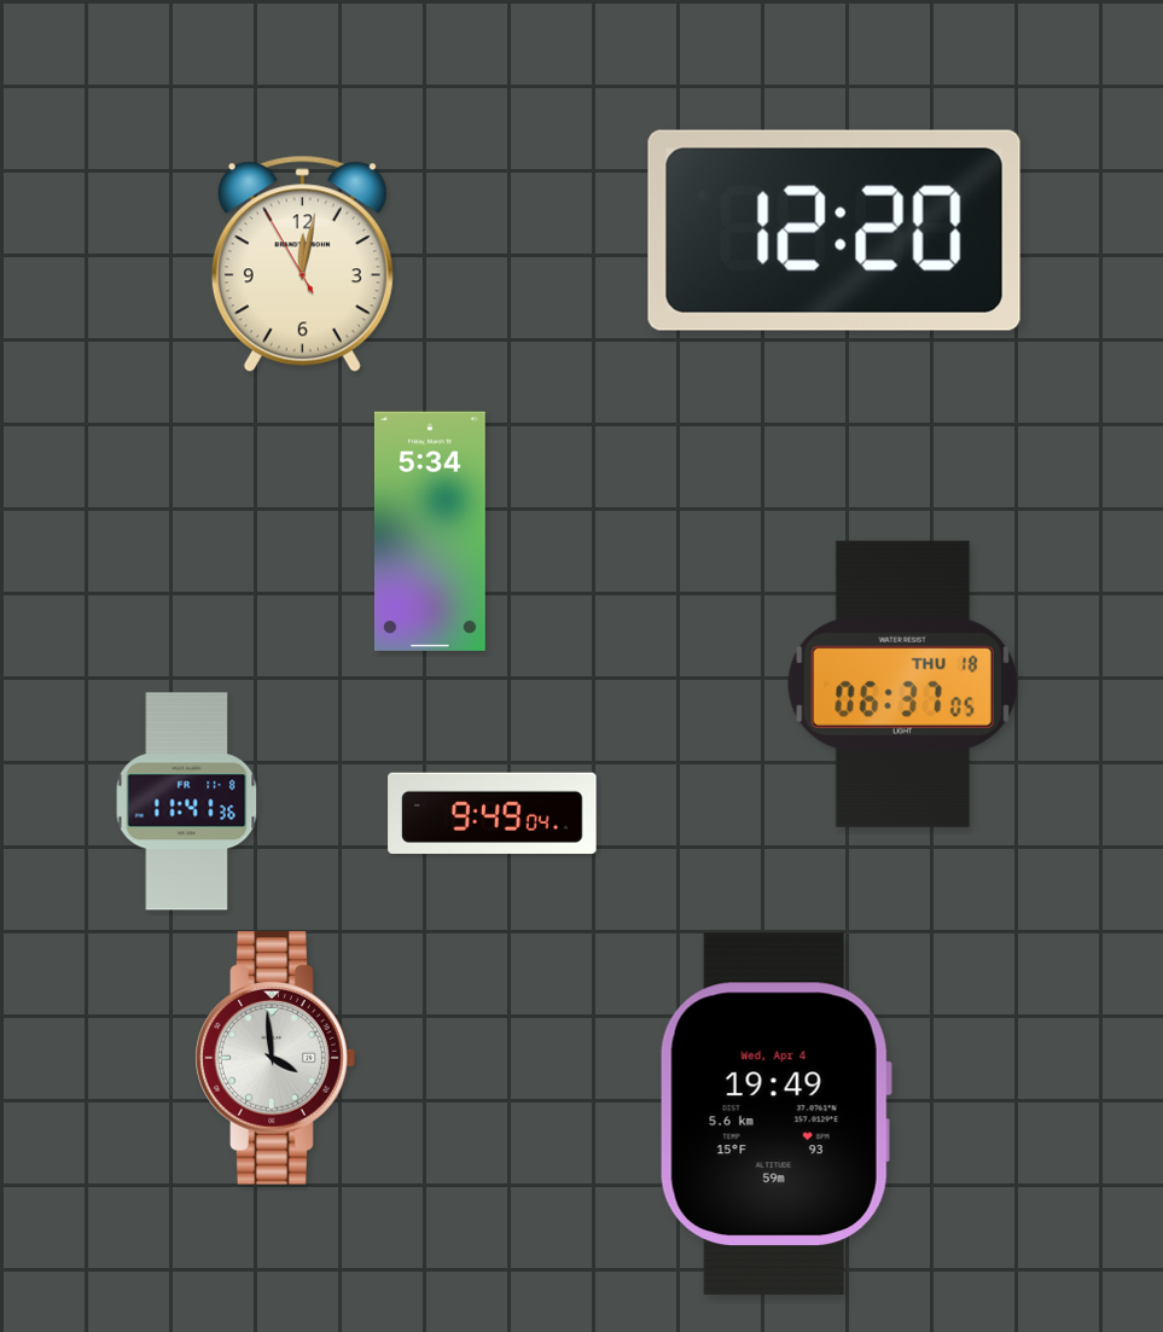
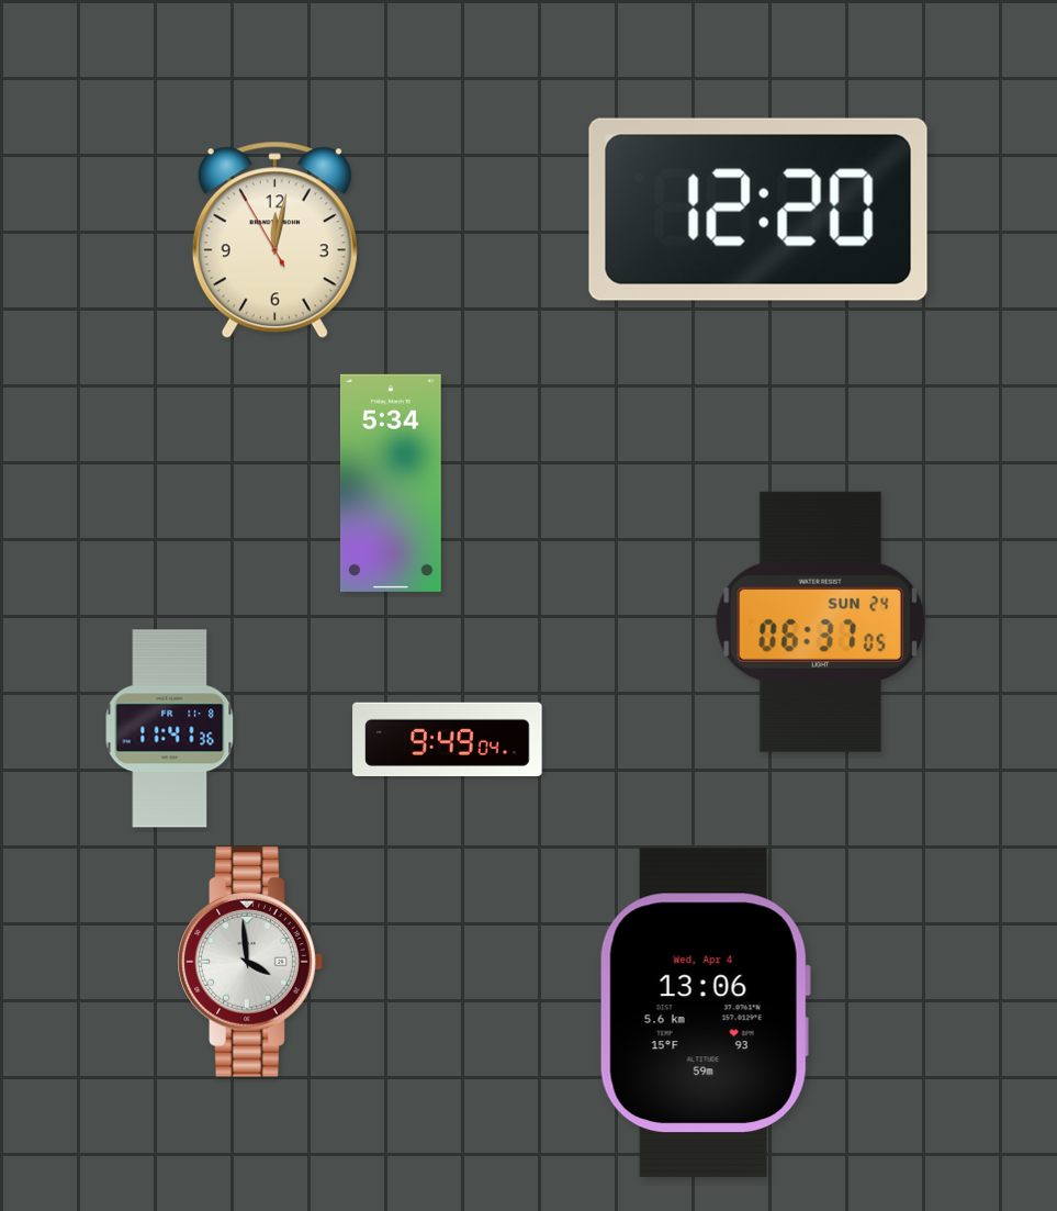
clock at (902, 684) date: THU 18 -> SUN 24
clock at (775, 1113): 19:49 -> 13:06
